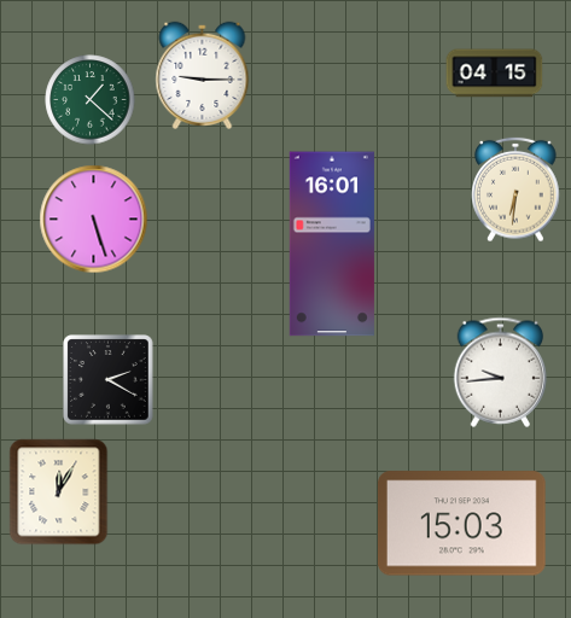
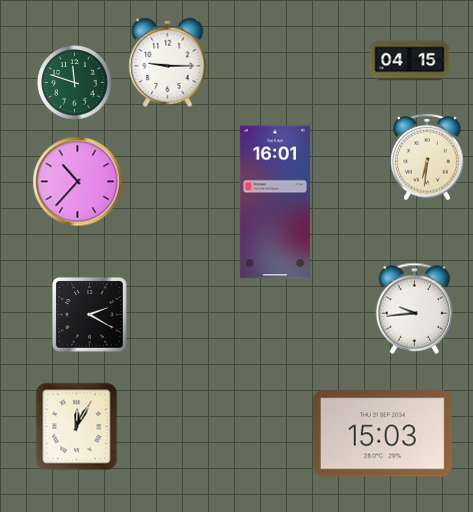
clock at (91, 100): 1:22 -> 11:48
clock at (94, 220): 5:27 -> 10:37
clock at (59, 492) position: (59, 492) -> (77, 427)
